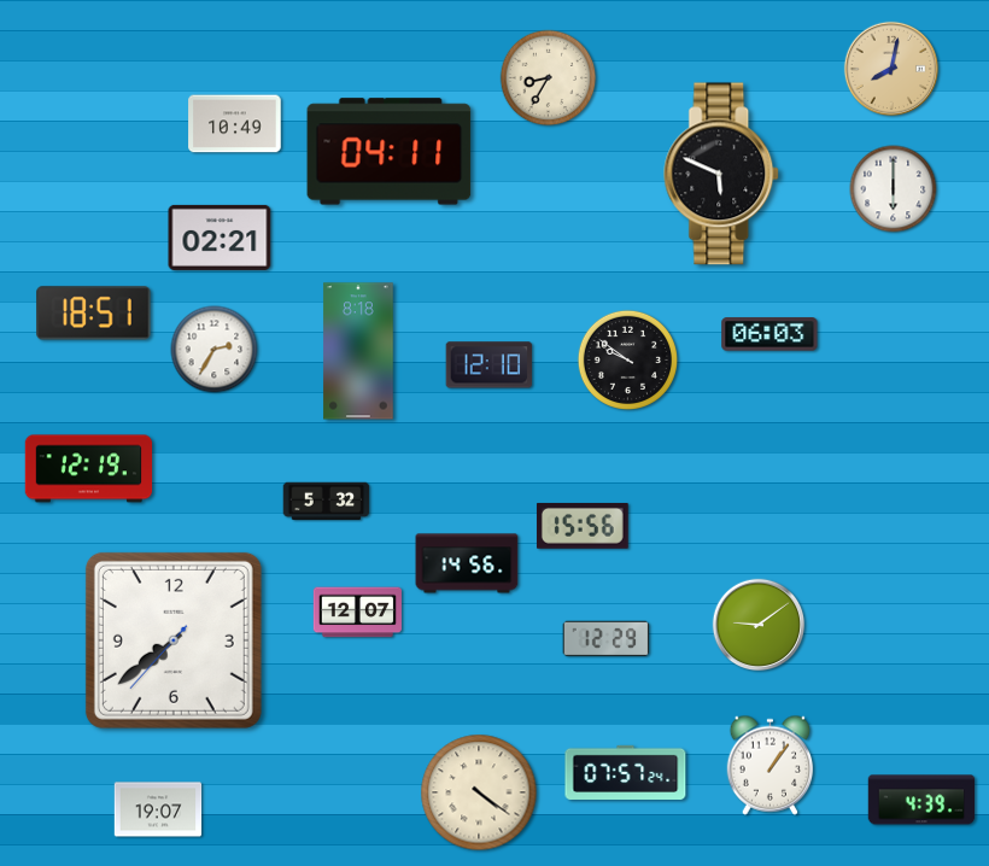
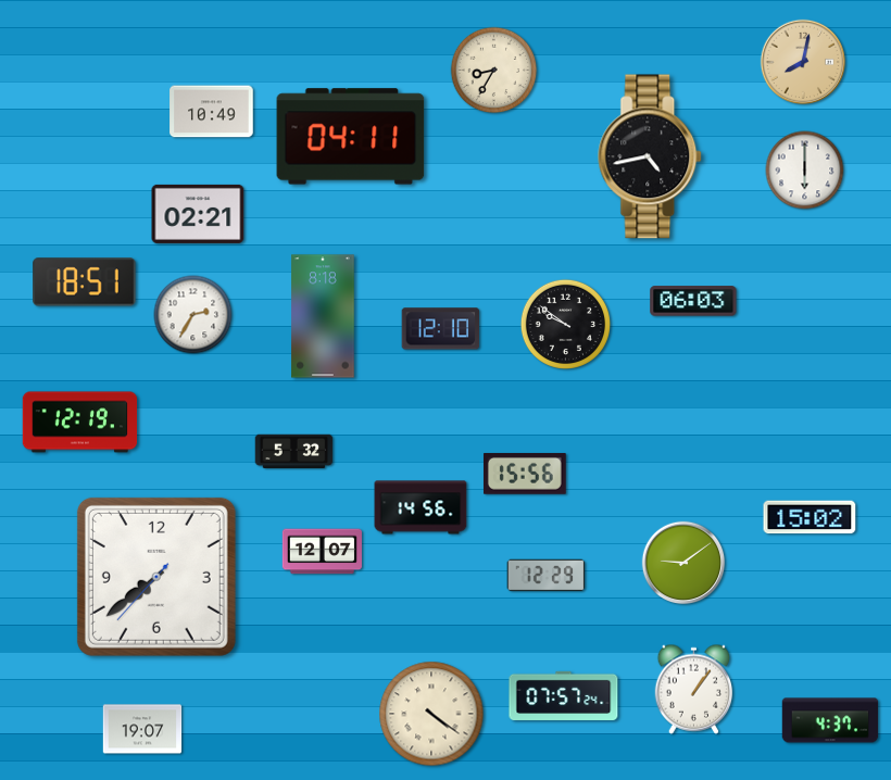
clock at (722, 174): 5:49 -> 4:43
clock at (810, 517): none -> 15:02
clock at (921, 800): 4:39 -> 4:37
